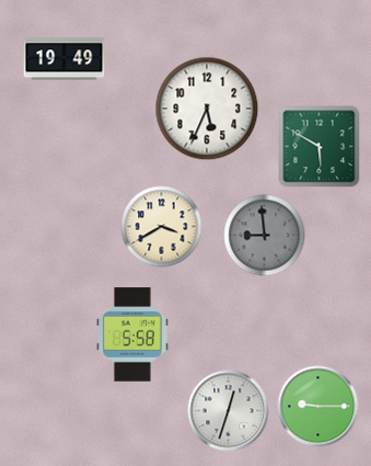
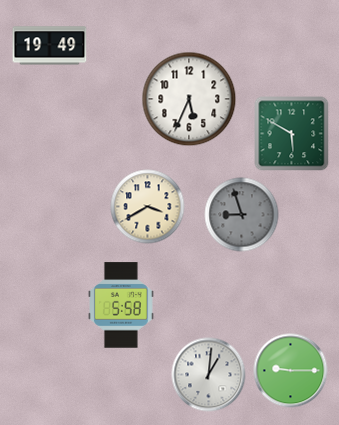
clock at (65, 59) position: (65, 59) -> (50, 46)
clock at (265, 236): 8:59 -> 8:57
clock at (229, 411): 12:33 -> 1:01
